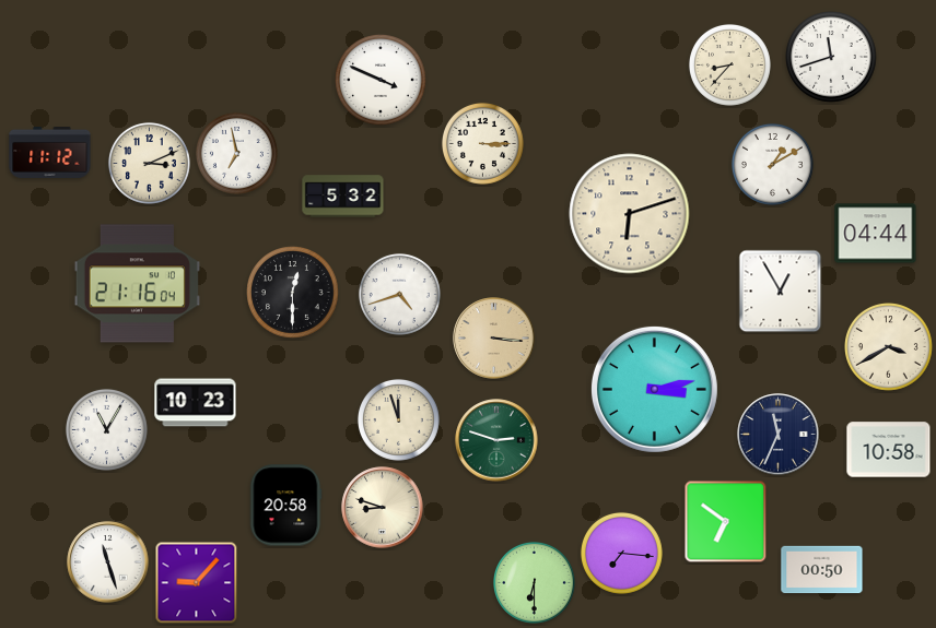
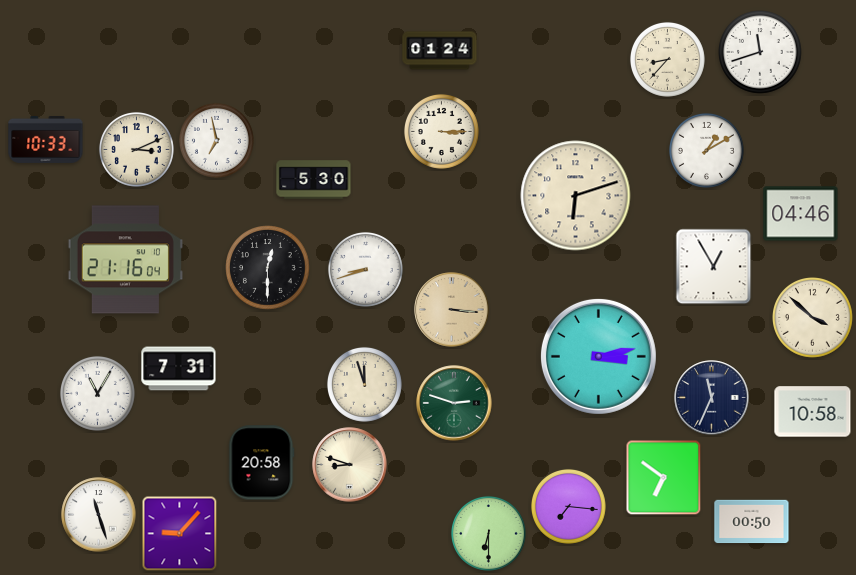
clock at (440, 51): none -> 01:24
clock at (381, 80): 3:49 -> none
clock at (50, 152): 11:12 -> 10:33
clock at (343, 197): 5:32 -> 5:30
clock at (876, 234): 04:44 -> 04:46
clock at (399, 294): 4:42 -> 8:42
clock at (889, 347): 3:40 -> 3:52
clock at (196, 403): 10:23 -> 7:31
